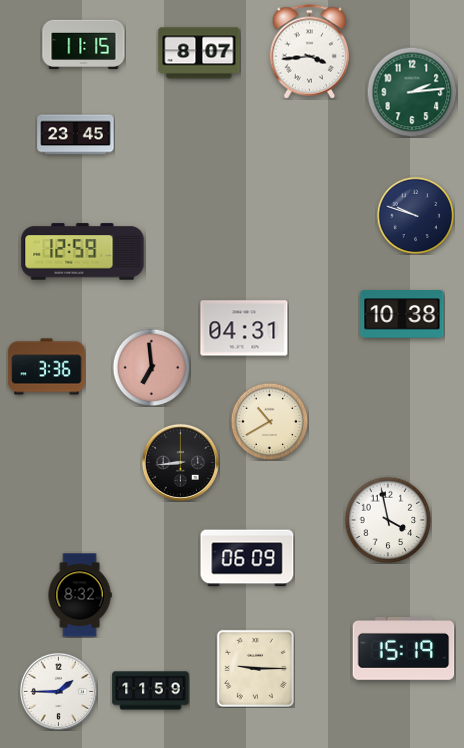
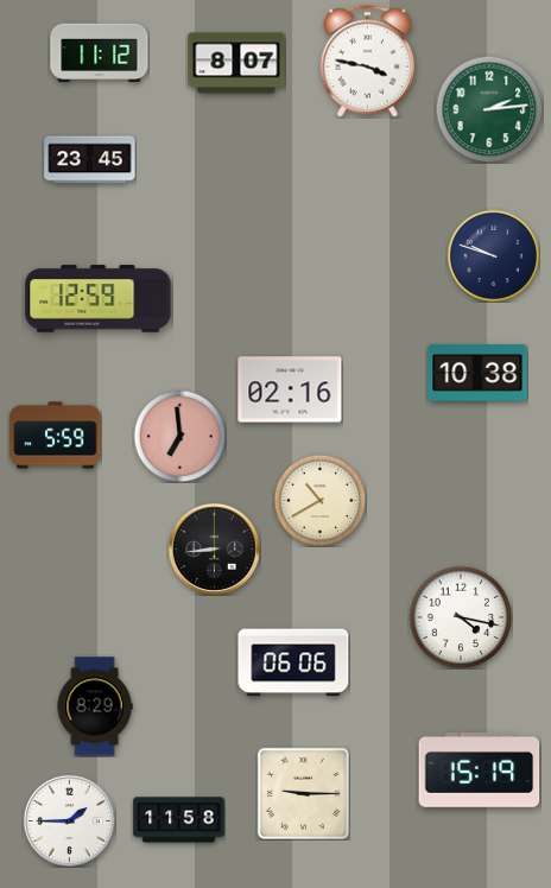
clock at (84, 45): 11:15 -> 11:12
clock at (310, 52): 3:44 -> 3:47
clock at (244, 328): 04:31 -> 02:16
clock at (47, 367): 3:36 -> 5:59
clock at (388, 520): 3:58 -> 4:17
clock at (247, 558): 06:09 -> 06:06
clock at (80, 595): 8:32 -> 8:29
clock at (151, 691): 11:59 -> 11:58
